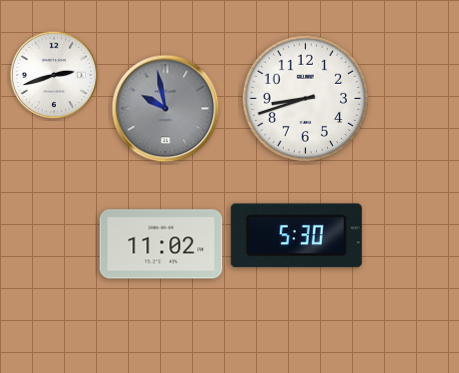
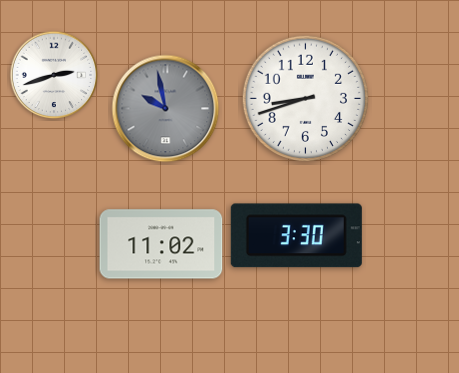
clock at (296, 236): 5:30 -> 3:30
